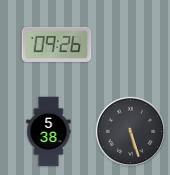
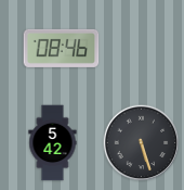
clock at (57, 44): 09:26 -> 08:46
clock at (49, 132): 5:38 -> 5:42
